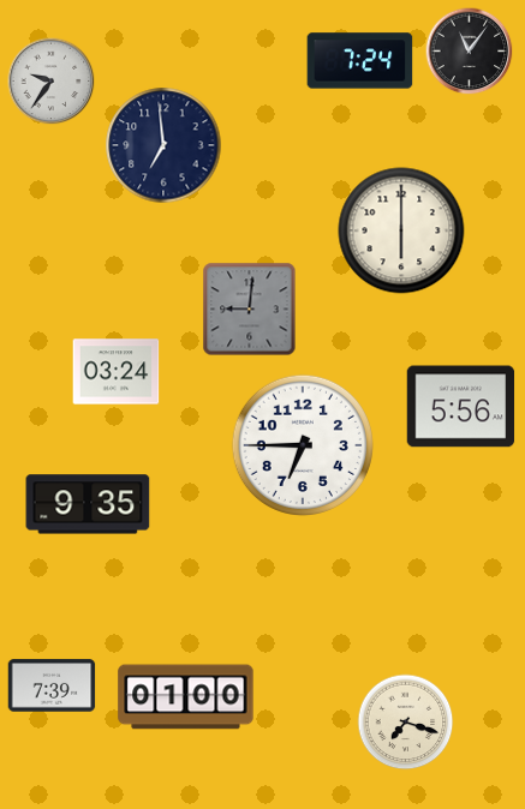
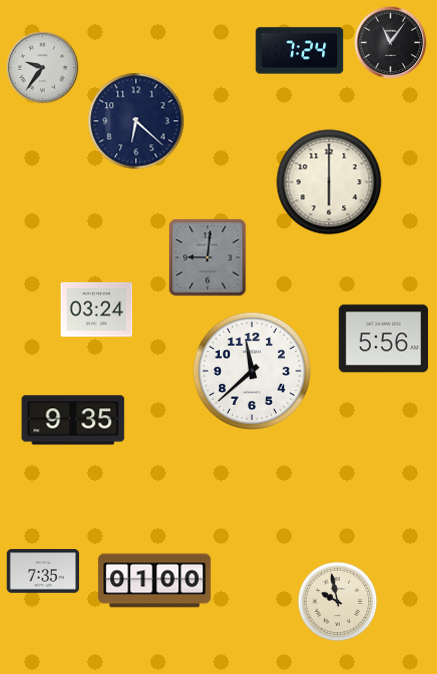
clock at (163, 145): 6:59 -> 6:22
clock at (401, 230) position: (401, 230) -> (329, 182)
clock at (302, 444): 6:45 -> 11:38
clock at (52, 685): 7:39 -> 7:35
clock at (406, 723): 7:18 -> 9:58
